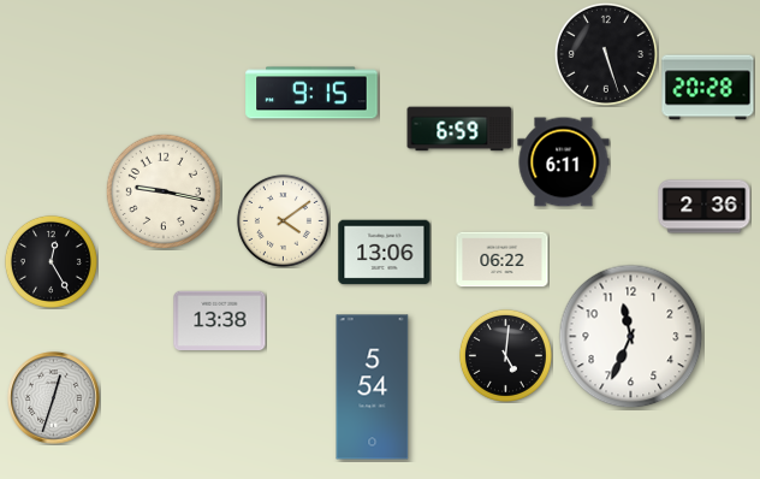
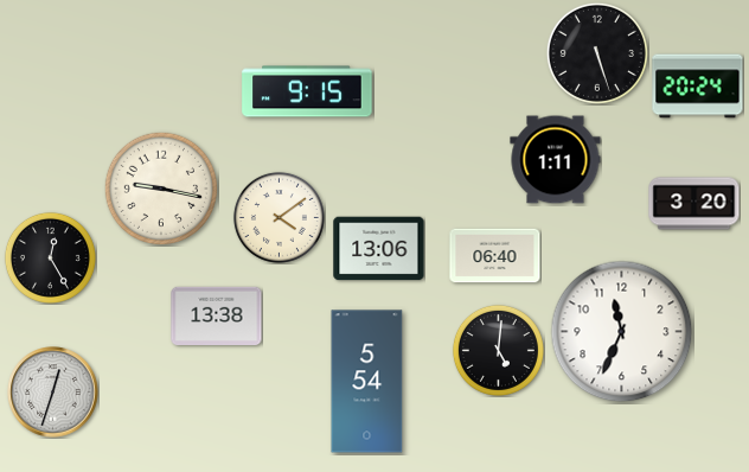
clock at (708, 88): 20:28 -> 20:24
clock at (459, 129): 6:59 -> none
clock at (564, 162): 6:11 -> 1:11
clock at (705, 207): 2:36 -> 3:20
clock at (503, 260): 06:22 -> 06:40
